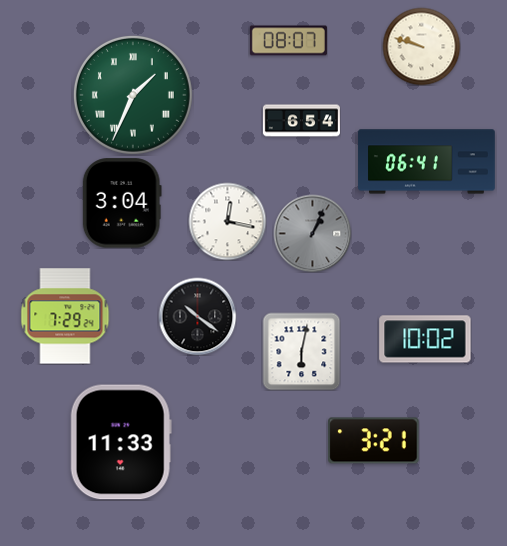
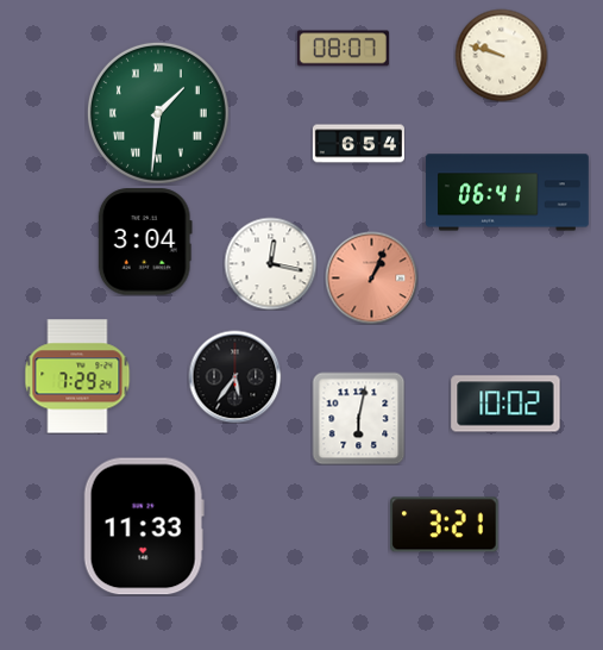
clock at (133, 95): 1:34 -> 1:31
clock at (312, 233) dial: grey -> salmon
clock at (197, 316): 10:21 -> 5:36
